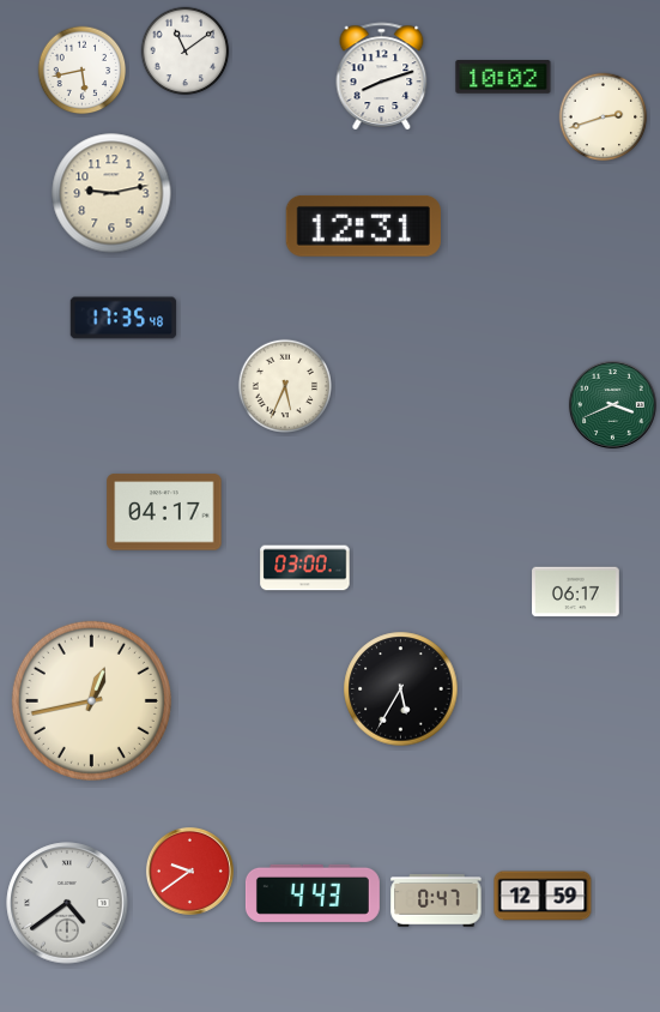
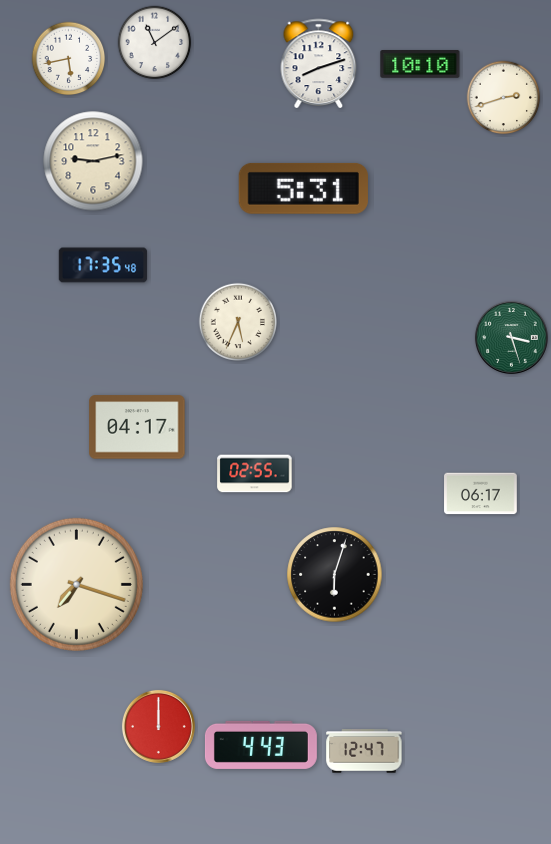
clock at (503, 78): 10:02 -> 10:10
clock at (363, 225): 12:31 -> 5:31
clock at (612, 404): 3:41 -> 3:27
clock at (305, 568): 03:00 -> 02:55
clock at (401, 689): 5:35 -> 6:03
clock at (91, 700): 12:43 -> 7:18
clock at (189, 871): 9:39 -> 12:00
clock at (543, 896): 12:59 -> none
clock at (436, 900): 0:47 -> 12:47
clock at (67, 903): 4:39 -> none
